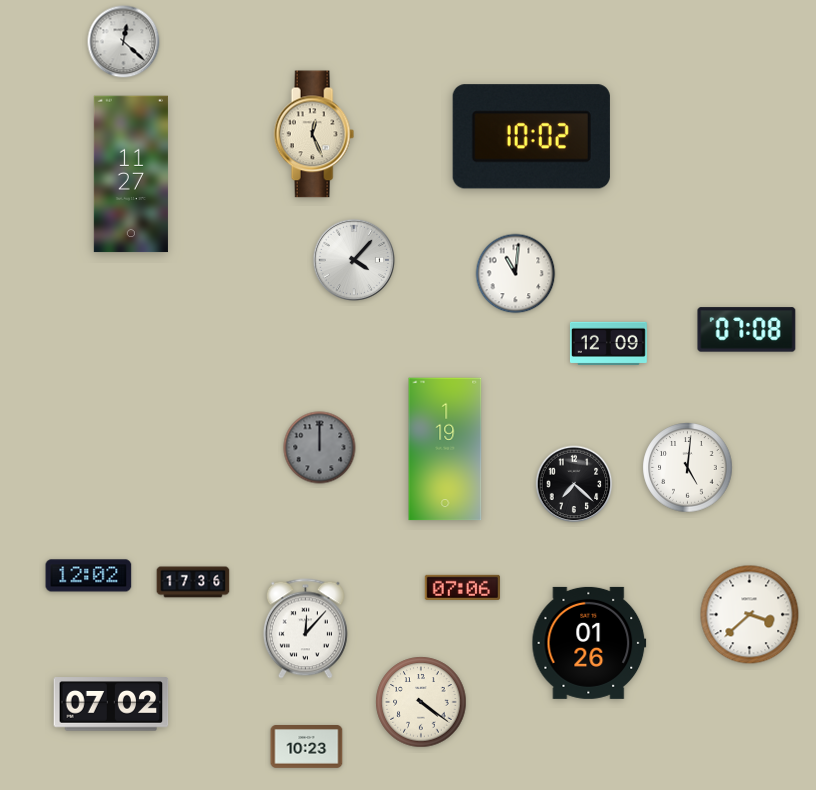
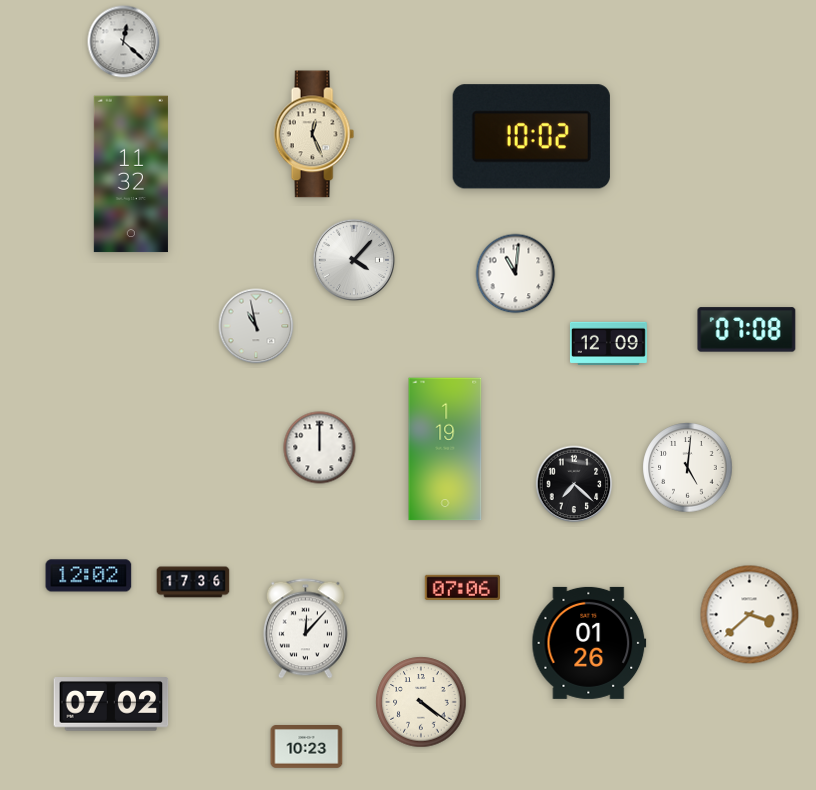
clock at (131, 174): 11:27 -> 11:32
clock at (256, 326): none -> 10:58
clock at (320, 448) dial: grey -> white
